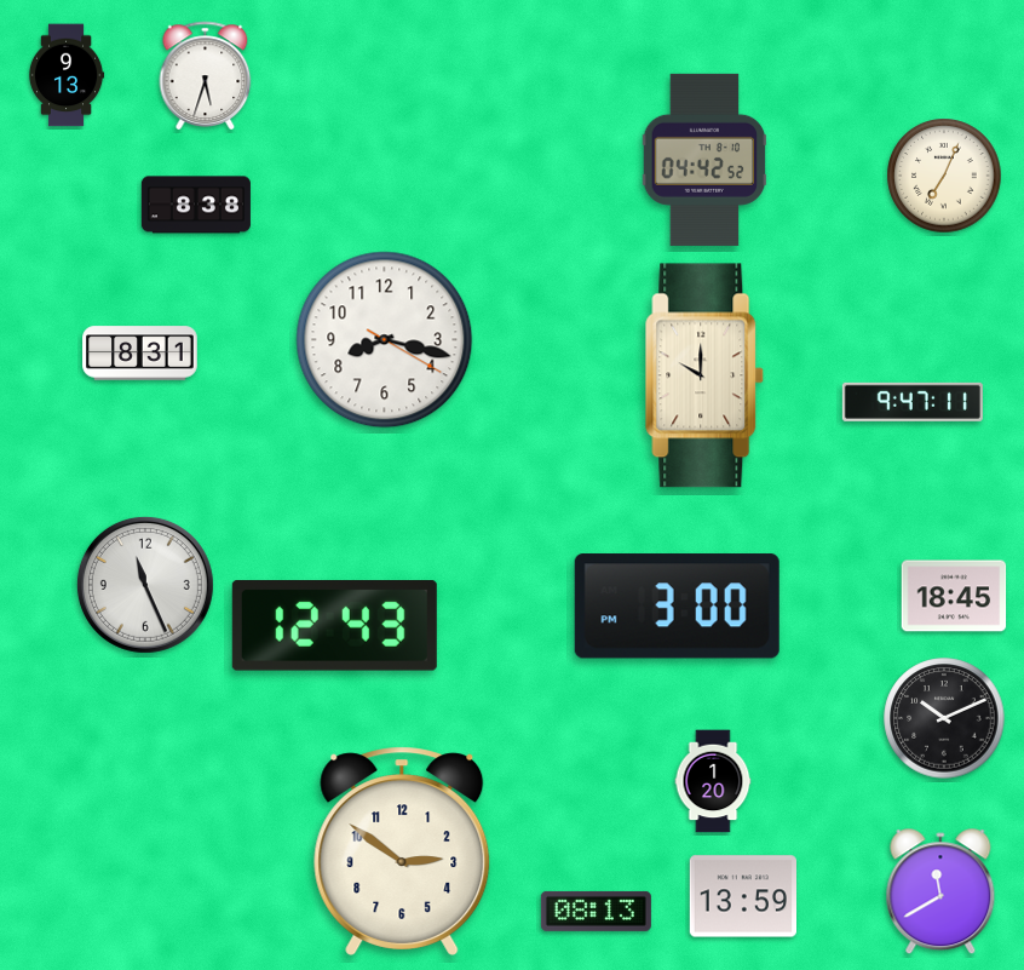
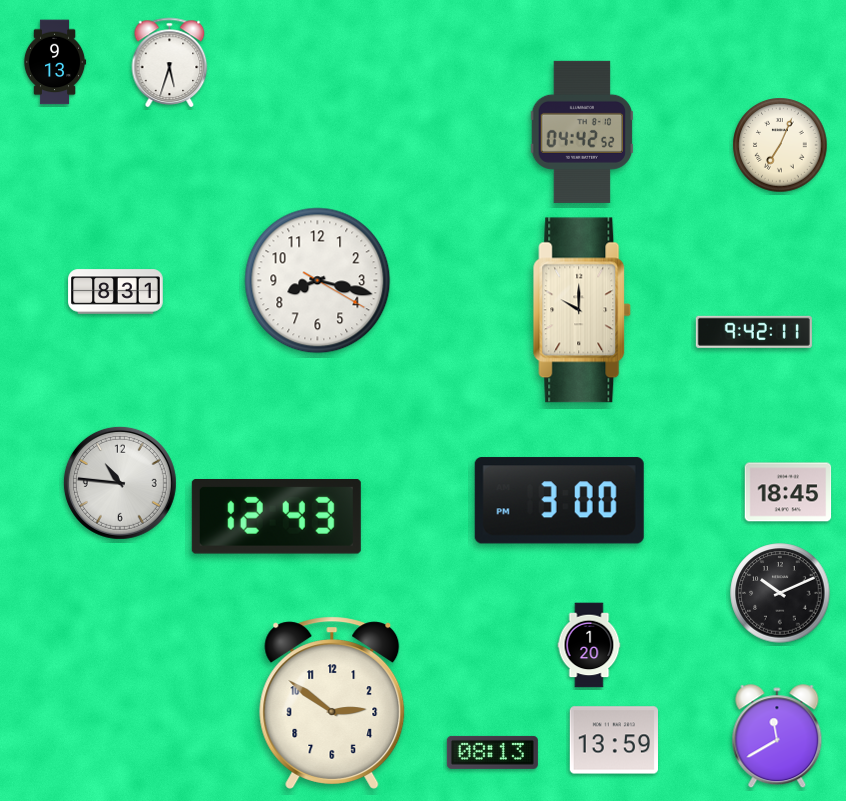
clock at (196, 205): 8:38 -> none
clock at (913, 402): 9:47 -> 9:42
clock at (145, 585): 11:26 -> 10:46
